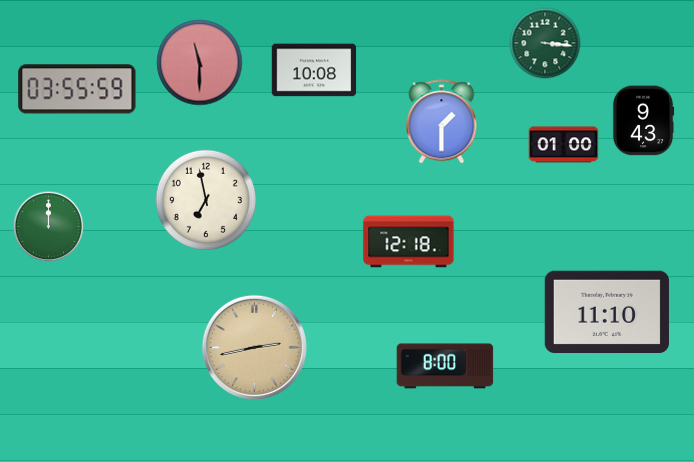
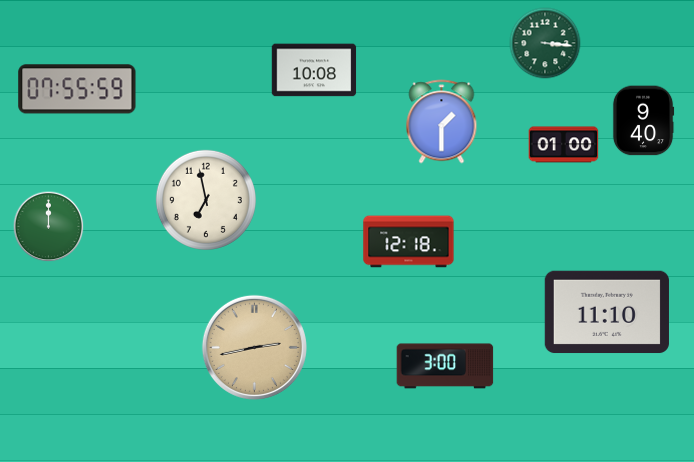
clock at (200, 63): 11:30 -> none
clock at (77, 89): 03:55 -> 07:55
clock at (643, 121): 9:43 -> 9:40
clock at (445, 366): 8:00 -> 3:00
